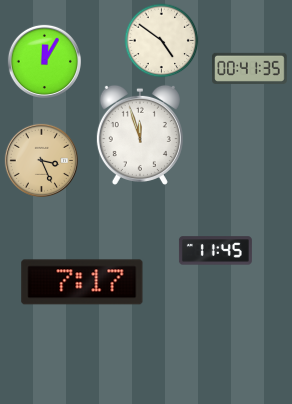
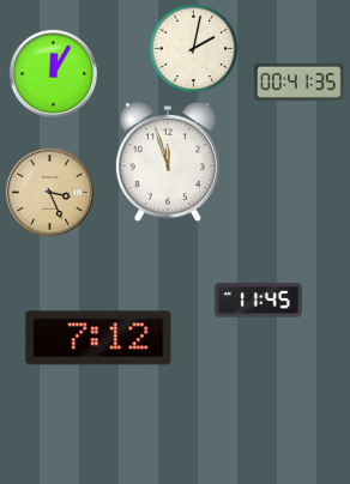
clock at (162, 41): 4:51 -> 2:02
clock at (82, 282): 7:17 -> 7:12
